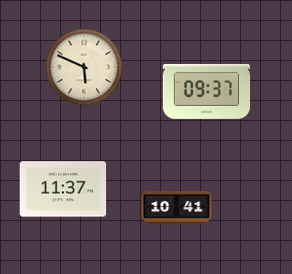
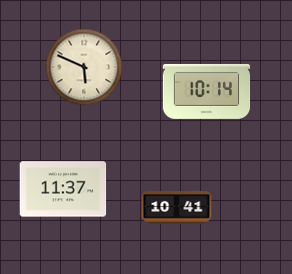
clock at (207, 91): 09:37 -> 10:14
